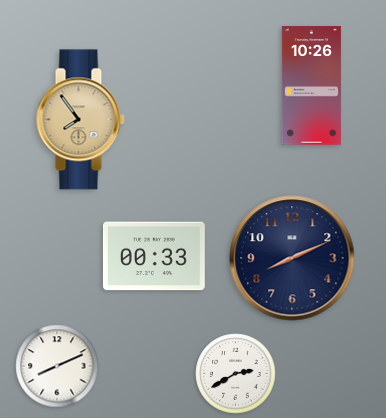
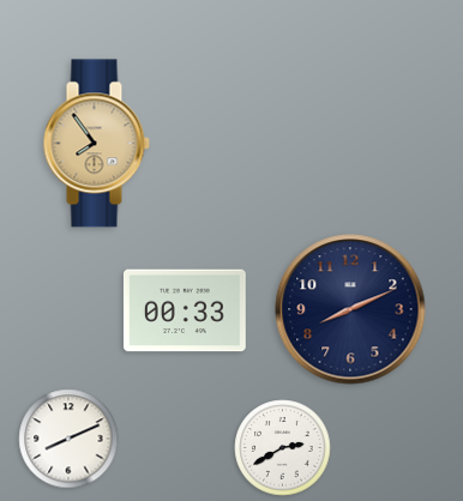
clock at (311, 86): 10:26 -> none
clock at (154, 256) position: (154, 256) -> (185, 310)
